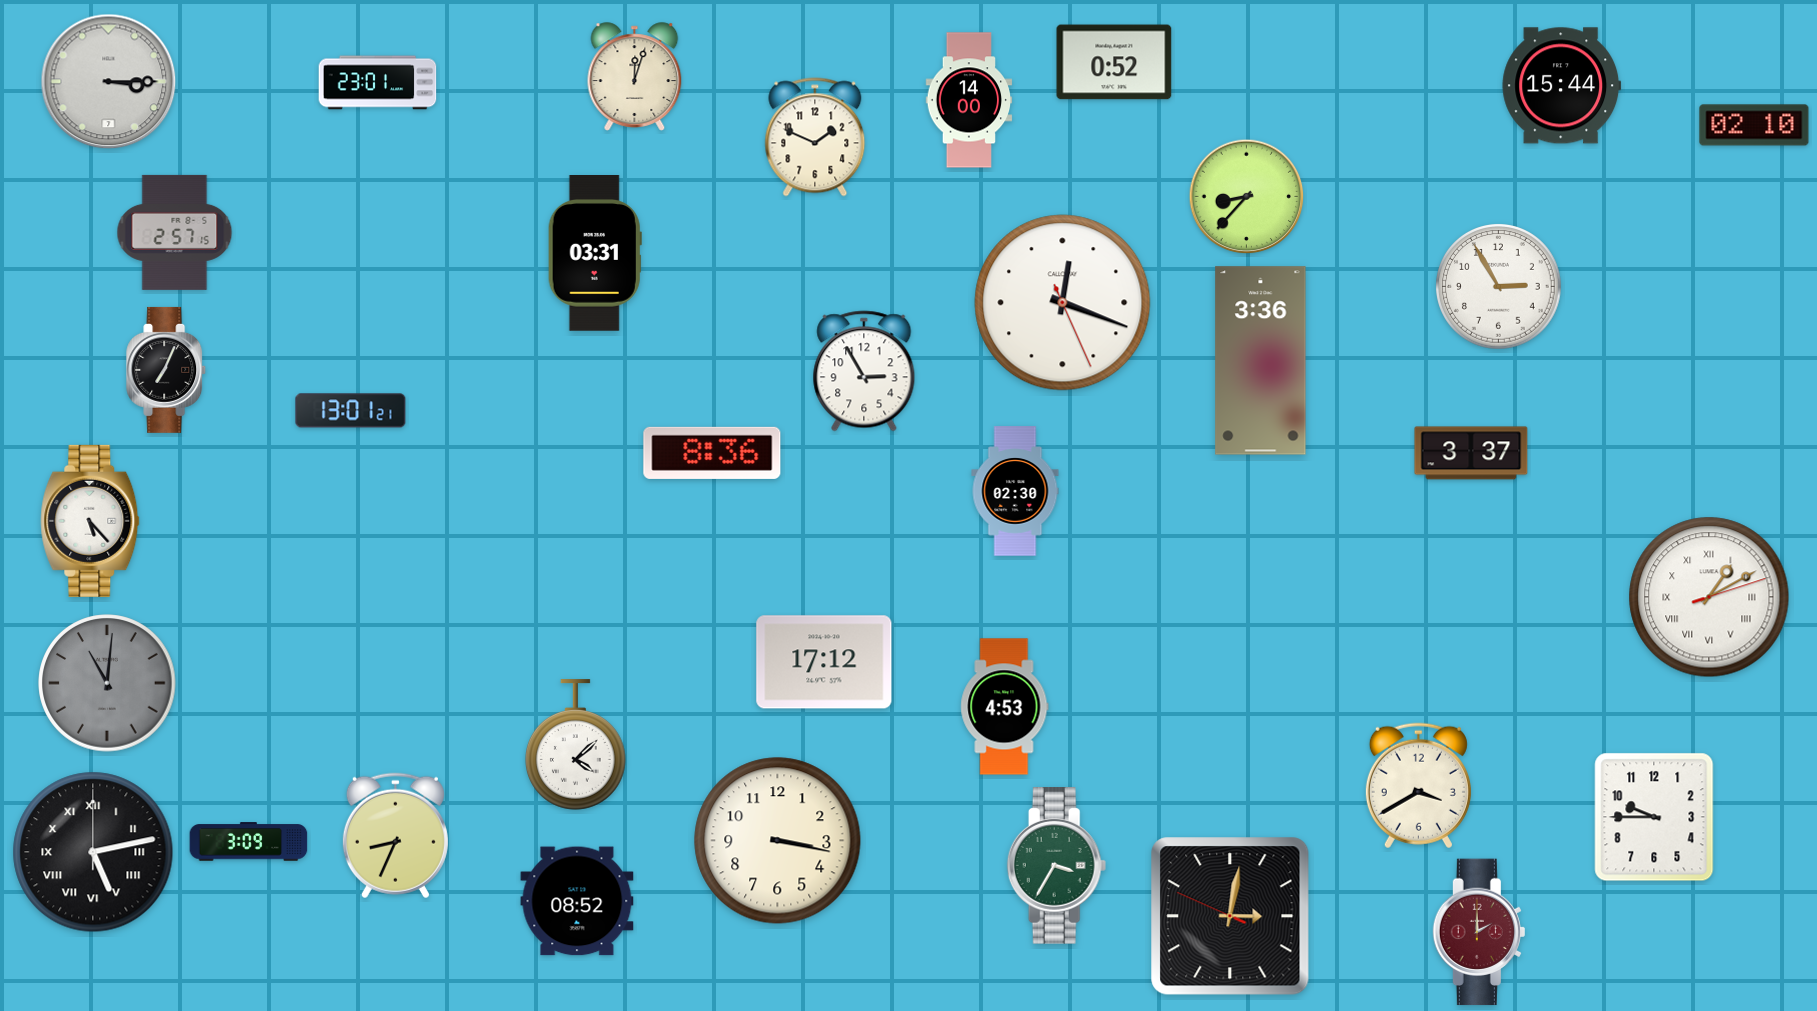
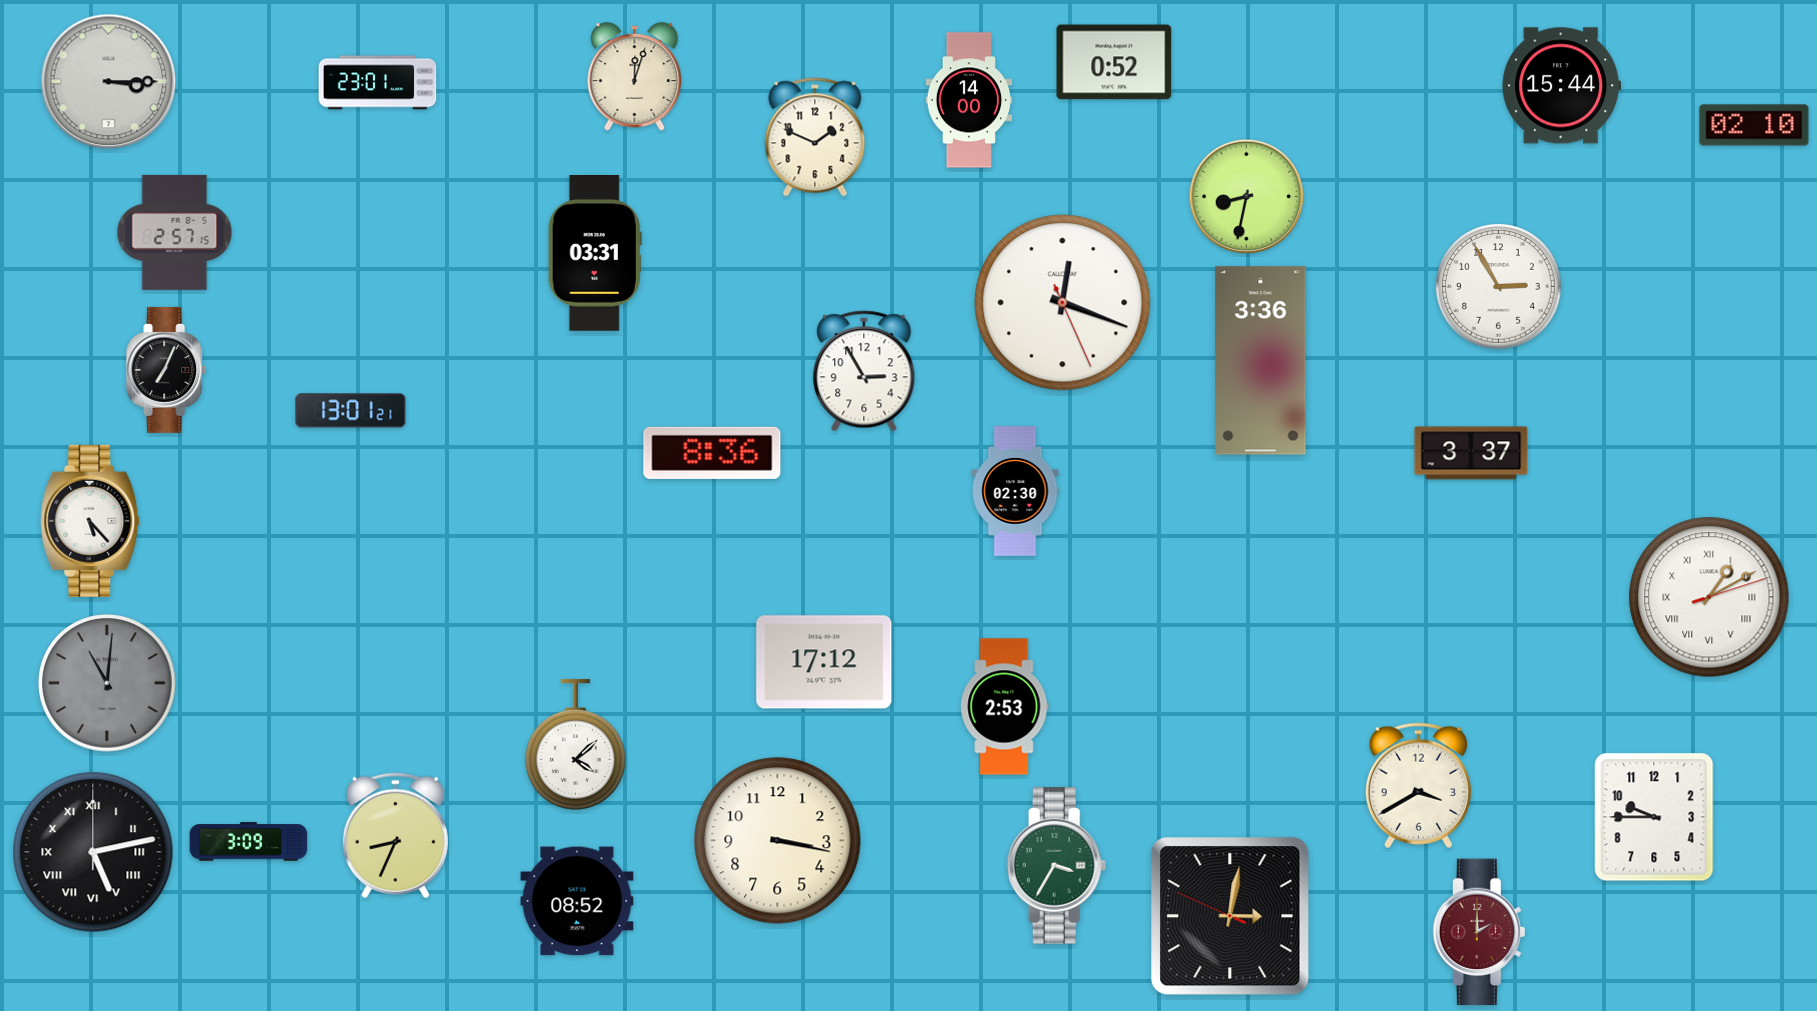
clock at (1247, 197): 8:37 -> 8:32
clock at (1005, 707): 4:53 -> 2:53
